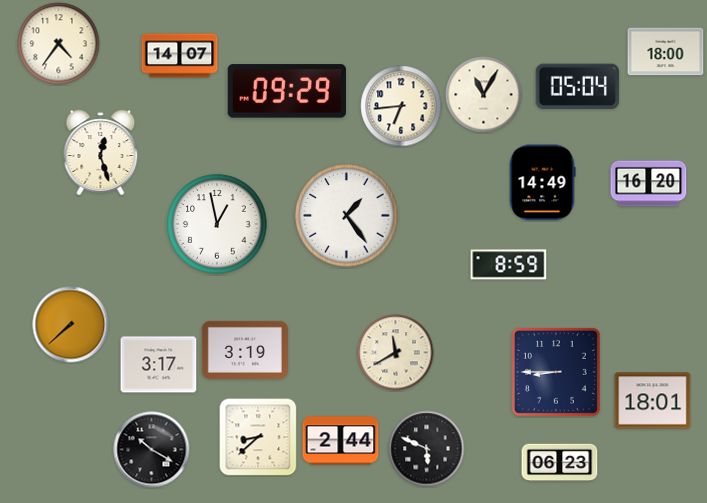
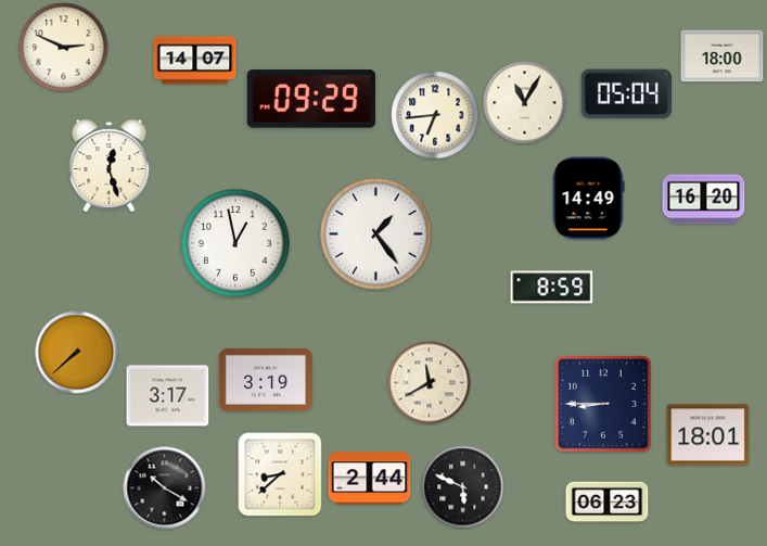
clock at (59, 44): 4:36 -> 2:49
clock at (159, 365) position: (159, 365) -> (168, 396)
